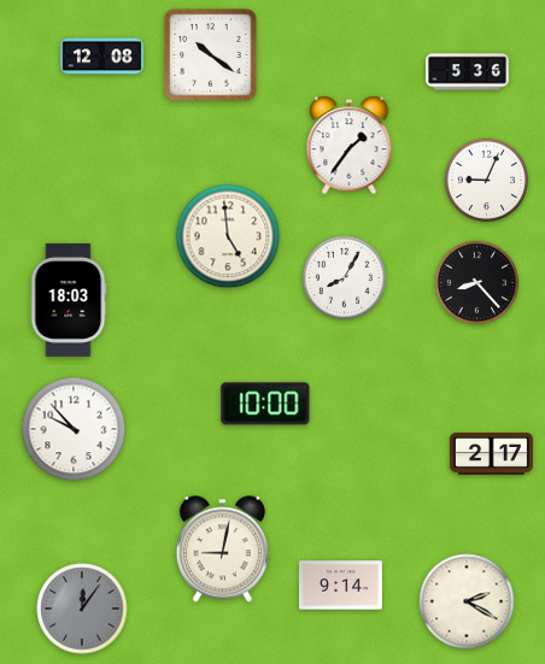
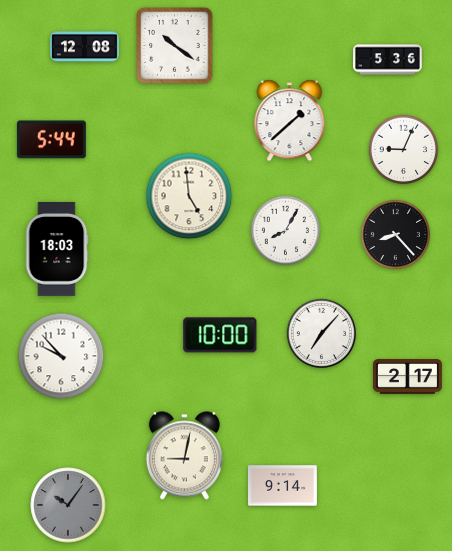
clock at (350, 146): 1:36 -> 1:38
clock at (51, 140): none -> 5:44
clock at (321, 333): none -> 7:07
clock at (467, 601): 2:20 -> none
clock at (82, 609): 12:06 -> 10:06
